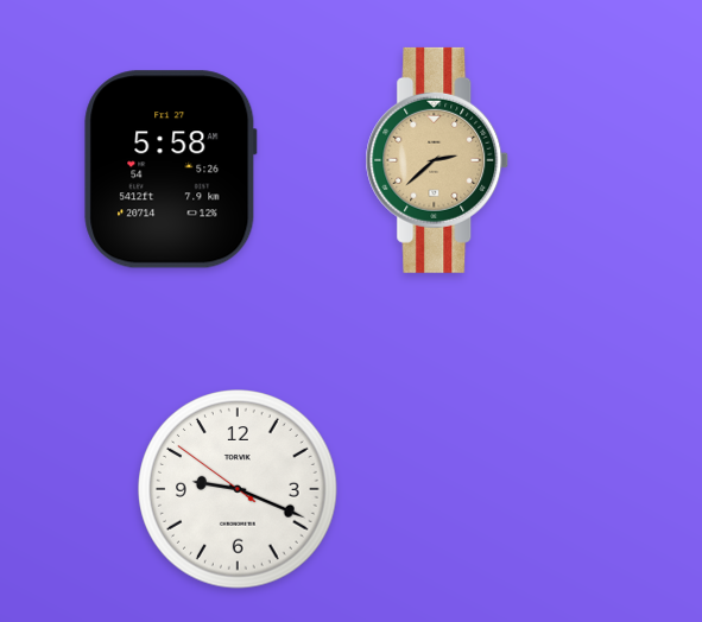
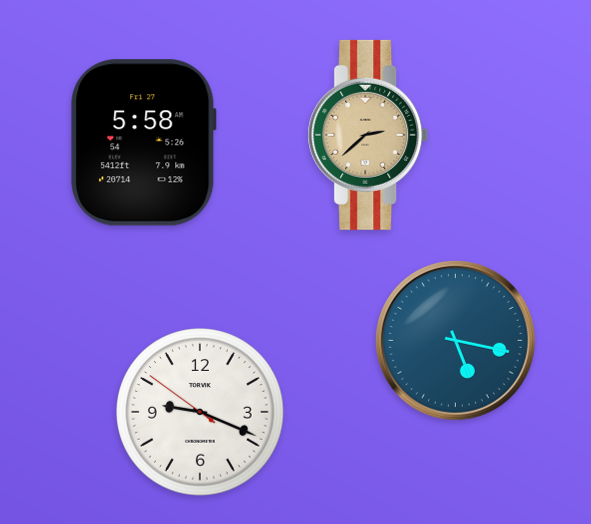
clock at (455, 340): none -> 5:17
